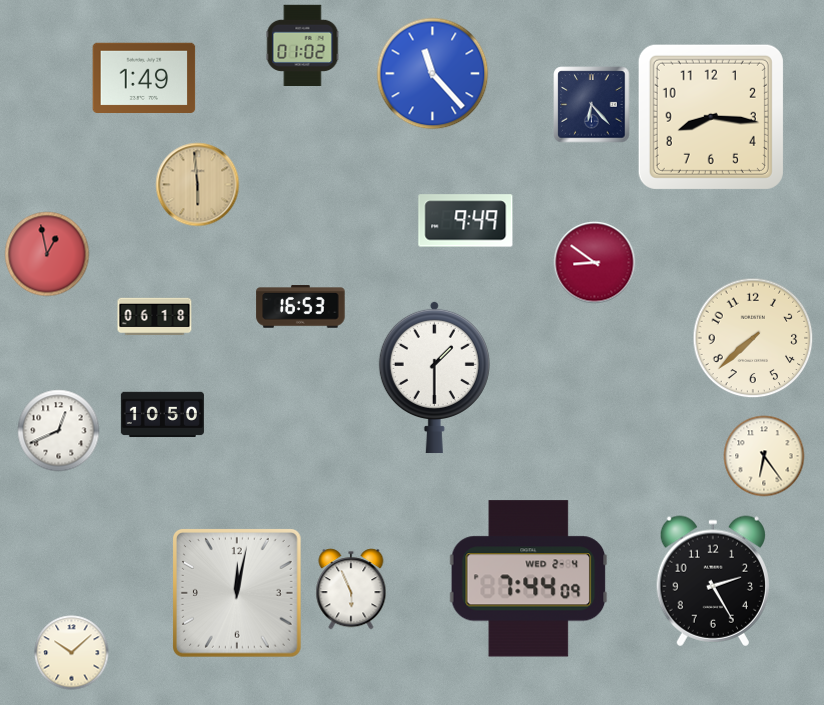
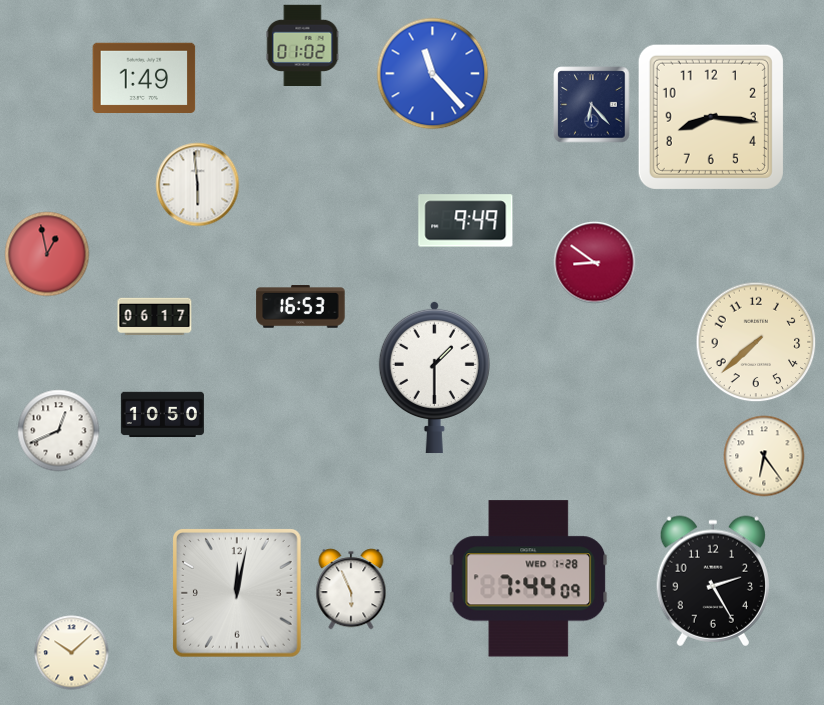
clock at (198, 185) dial: champagne -> white
clock at (155, 317): 06:18 -> 06:17
clock at (753, 338) position: (753, 338) -> (756, 342)
clock at (529, 579) date: WED 2-4 -> WED 1-28
